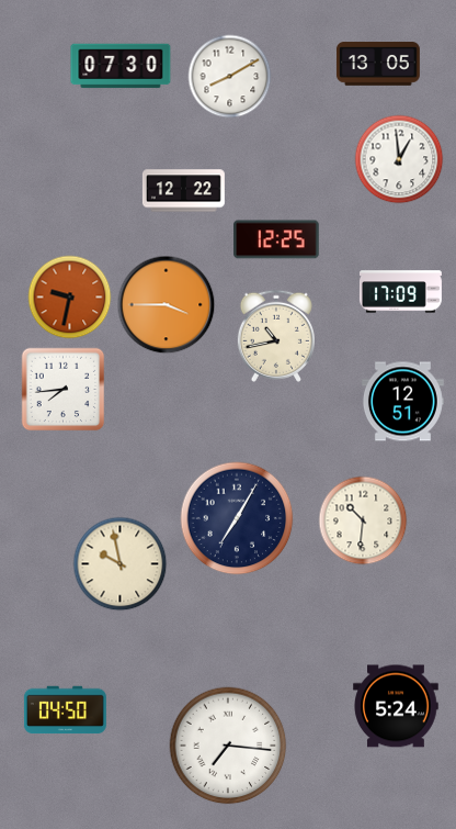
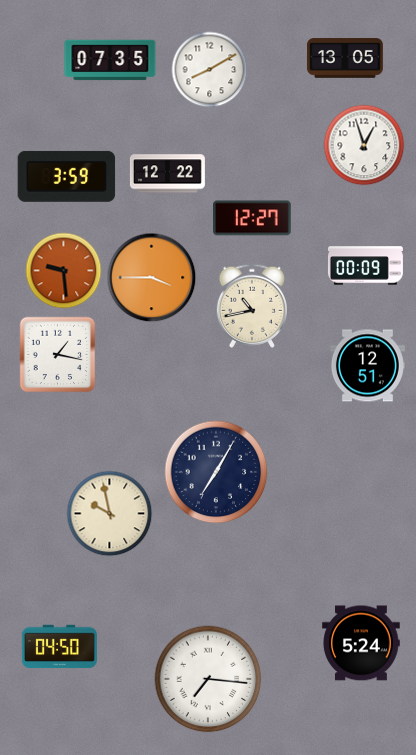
clock at (121, 66): 07:30 -> 07:35
clock at (399, 159): 12:59 -> 12:57
clock at (67, 176): none -> 3:59
clock at (277, 239): 12:25 -> 12:27
clock at (400, 292): 17:09 -> 00:09
clock at (70, 298): 9:32 -> 9:29
clock at (64, 390): 7:44 -> 1:17
clock at (363, 520): 10:31 -> none
